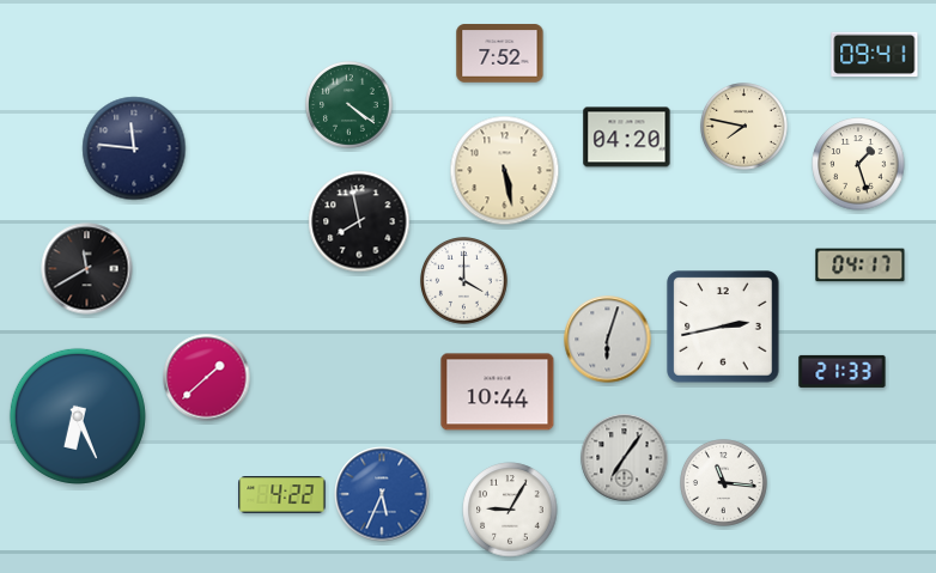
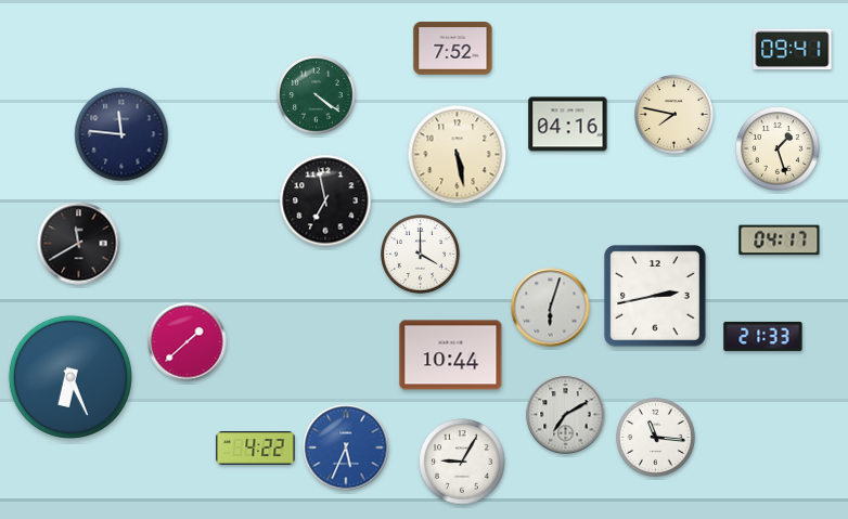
clock at (627, 138): 04:20 -> 04:16
clock at (359, 221): 7:58 -> 6:58
clock at (625, 458): 7:06 -> 7:10
